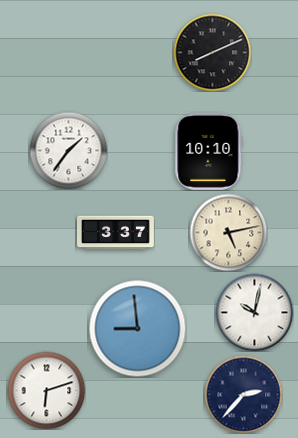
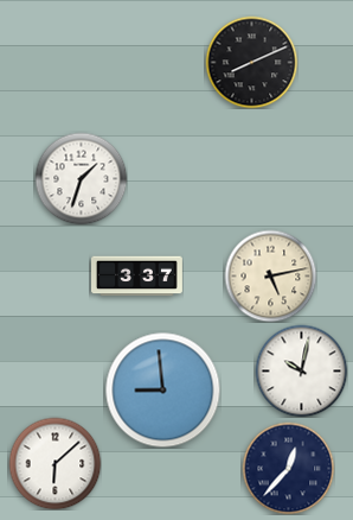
clock at (68, 150): 1:36 -> 1:33
clock at (209, 151): 10:10 -> none
clock at (46, 390): 6:12 -> 6:08
clock at (243, 394): 2:37 -> 12:37
